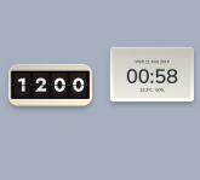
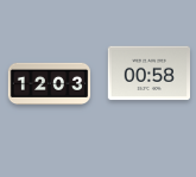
clock at (51, 85): 12:00 -> 12:03
